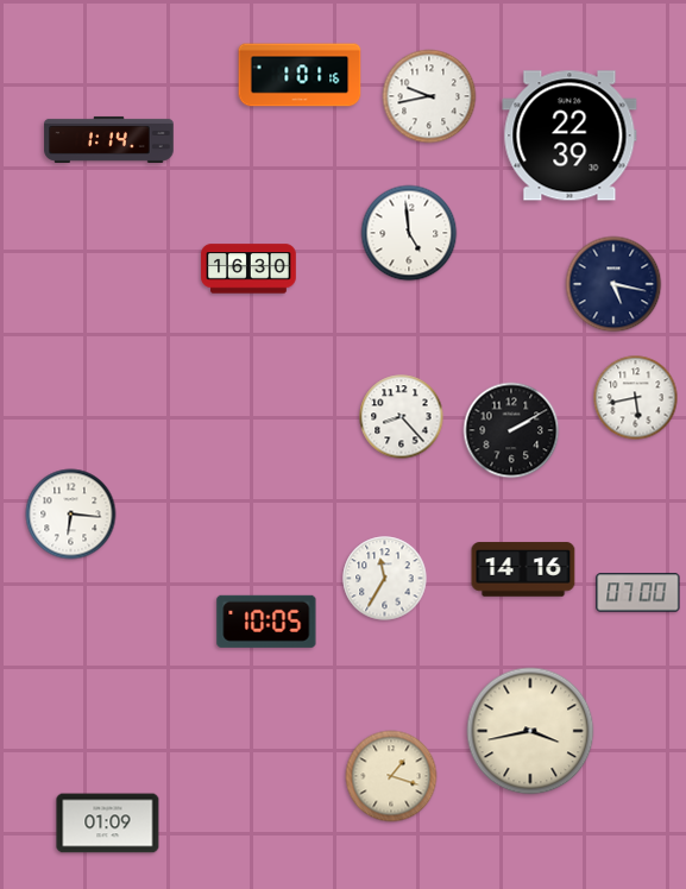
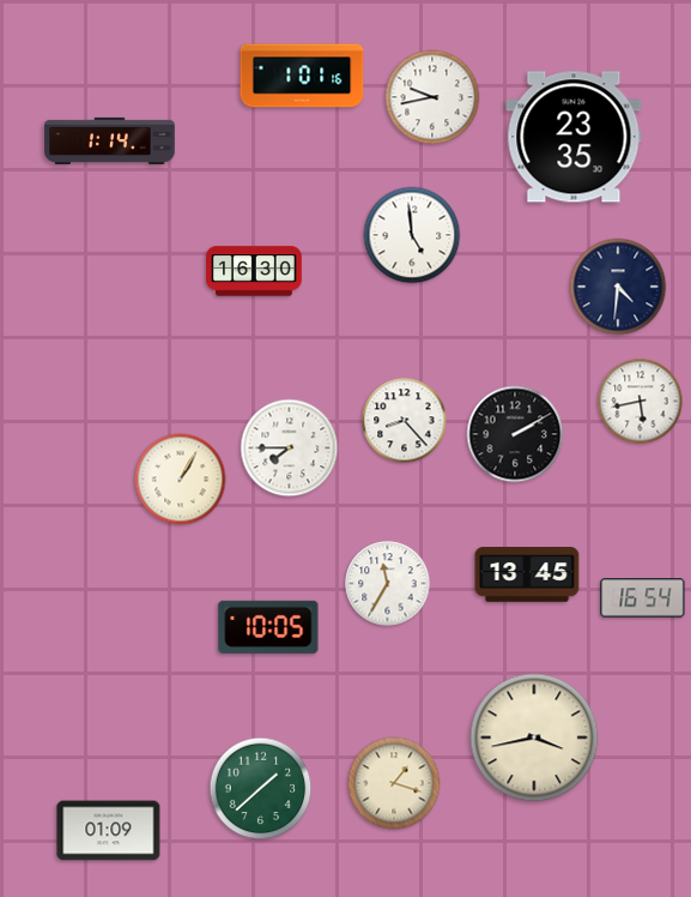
clock at (569, 135): 22:39 -> 23:35
clock at (248, 269) position: (248, 269) -> (254, 271)
clock at (613, 284): 5:17 -> 4:31
clock at (290, 448): none -> 7:45
clock at (181, 480): none -> 1:05
clock at (71, 515): 6:16 -> none
clock at (523, 569): 14:16 -> 13:45
clock at (638, 593): 07:00 -> 16:54
clock at (261, 789): none -> 1:38
